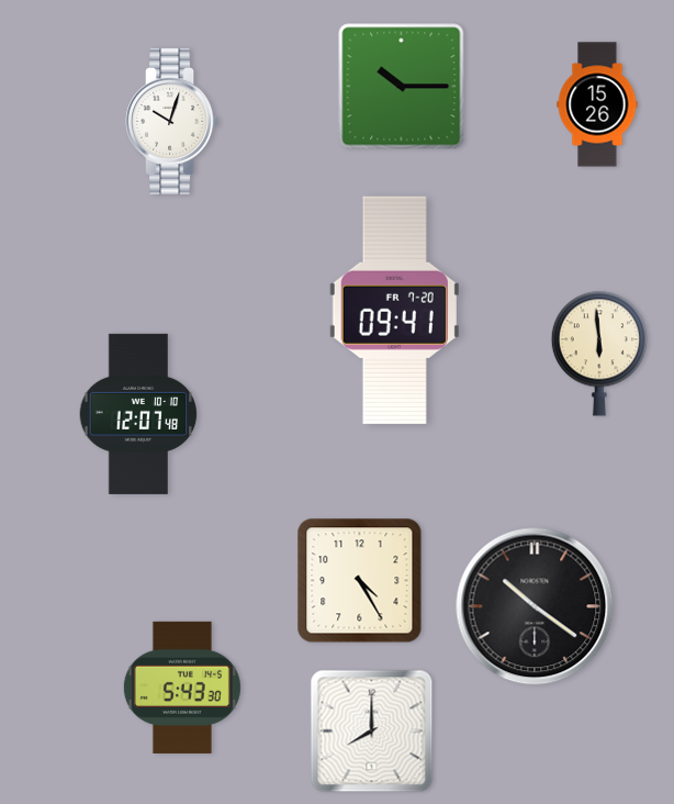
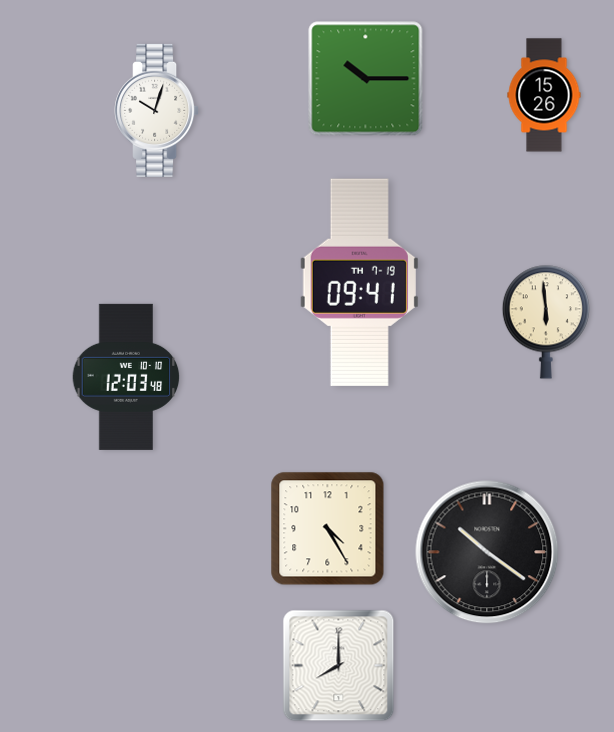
clock at (394, 310) date: FR 7-20 -> TH 7-19
clock at (138, 414): 12:07 -> 12:03
clock at (182, 688): 5:43 -> none
